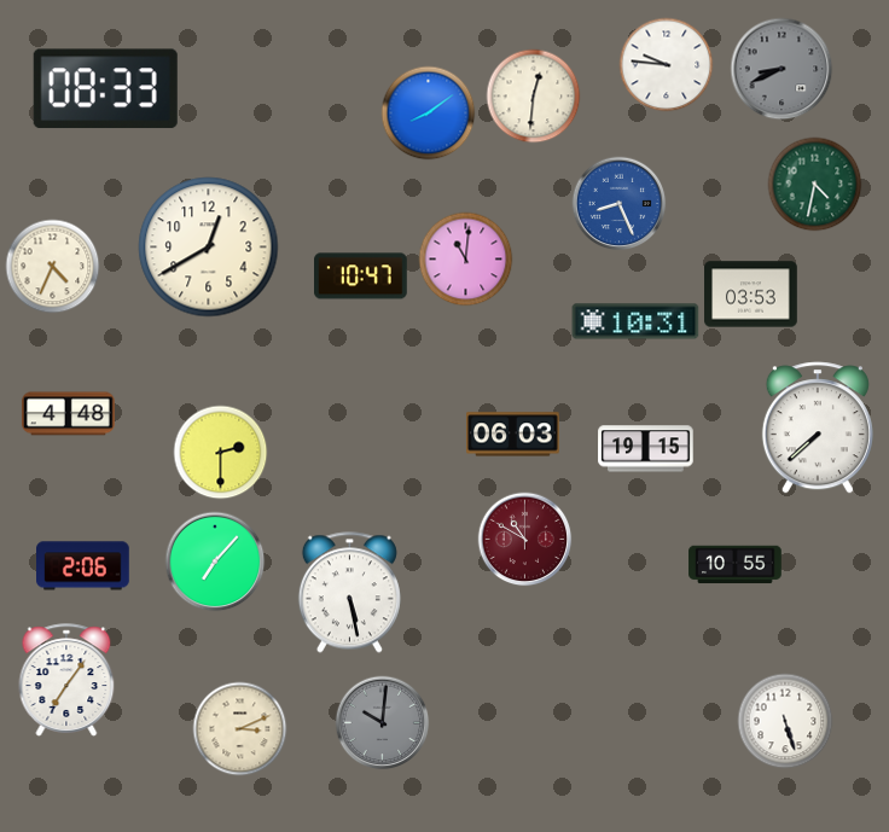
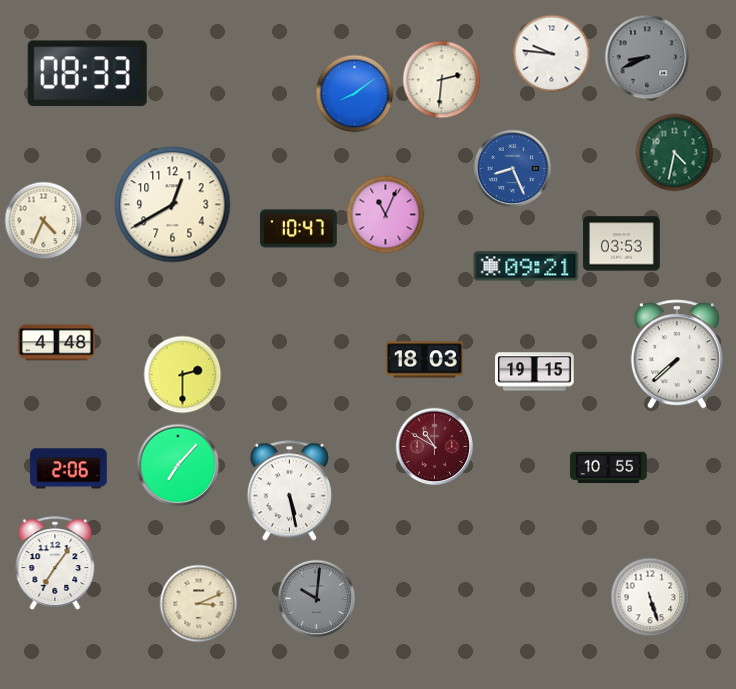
clock at (533, 95): 12:31 -> 2:31
clock at (465, 258): 11:01 -> 11:04
clock at (635, 321): 10:31 -> 09:21
clock at (513, 435): 06:03 -> 18:03
